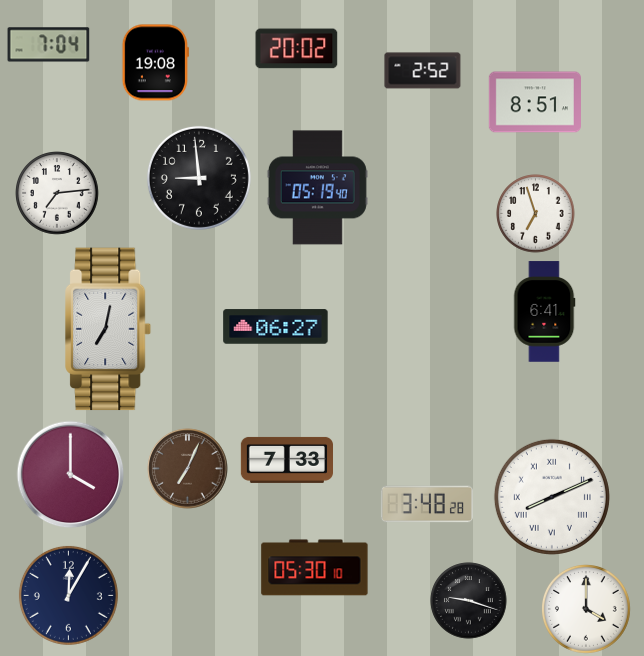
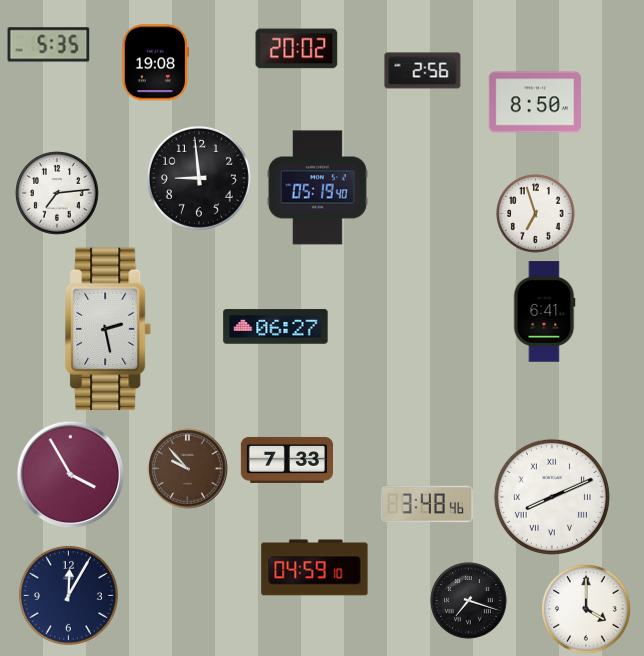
clock at (49, 45): 7:04 -> 5:35
clock at (423, 71): 2:52 -> 2:56
clock at (535, 102): 8:51 -> 8:50
clock at (109, 329): 7:02 -> 2:28
clock at (188, 469): 7:04 -> 9:53
clock at (71, 475): 4:00 -> 3:55
clock at (427, 504): 3:48:28 -> 3:48:46
clock at (315, 568): 05:30 -> 04:59
clock at (469, 601): 9:18 -> 7:18
